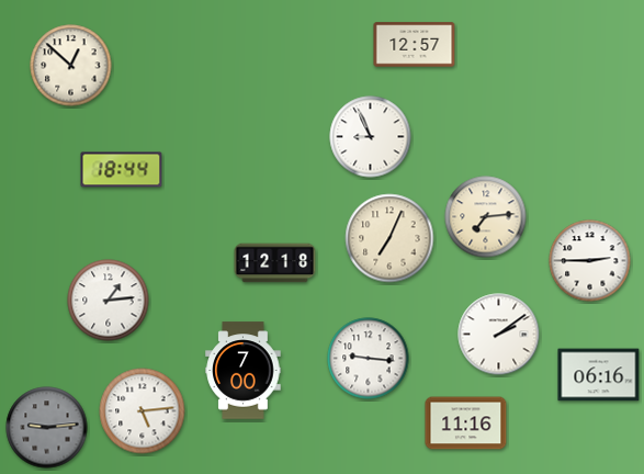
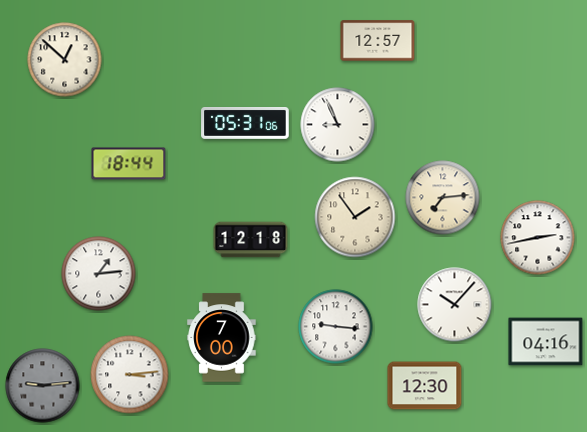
clock at (245, 124): none -> 05:31
clock at (122, 170) position: (122, 170) -> (129, 164)
clock at (389, 238): 7:04 -> 1:54
clock at (590, 261): 2:45 -> 2:43
clock at (499, 335): 2:09 -> 10:07
clock at (599, 375): 06:16 -> 04:16
clock at (143, 411): 5:14 -> 3:14
clock at (466, 424): 11:16 -> 12:30
clock at (47, 428) position: (47, 428) -> (43, 386)
